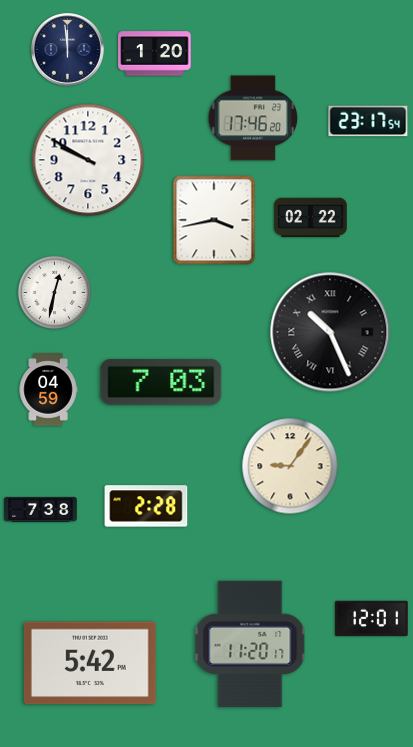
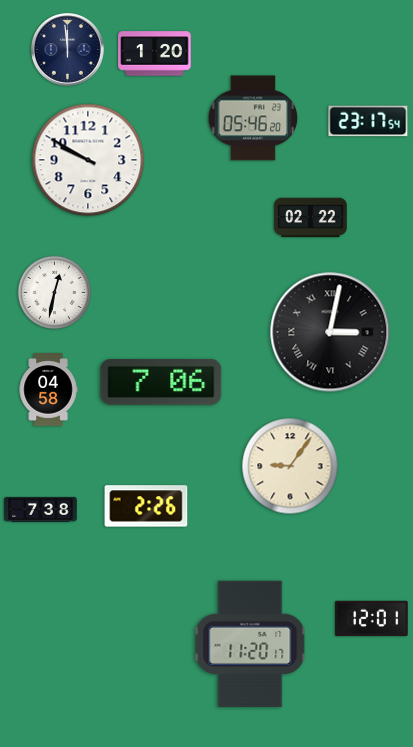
clock at (253, 118): 17:46 -> 05:46
clock at (214, 220): 3:43 -> none
clock at (330, 332): 10:26 -> 3:02
clock at (161, 382): 7:03 -> 7:06
clock at (48, 390): 04:59 -> 04:58
clock at (146, 506): 2:28 -> 2:26
clock at (90, 663): 5:42 -> none
